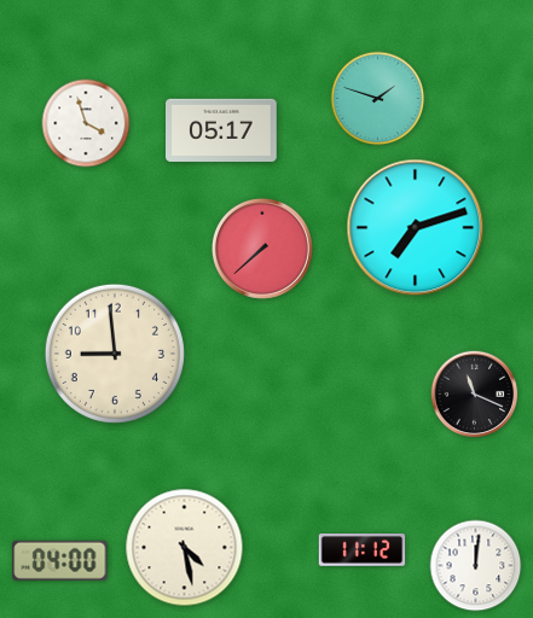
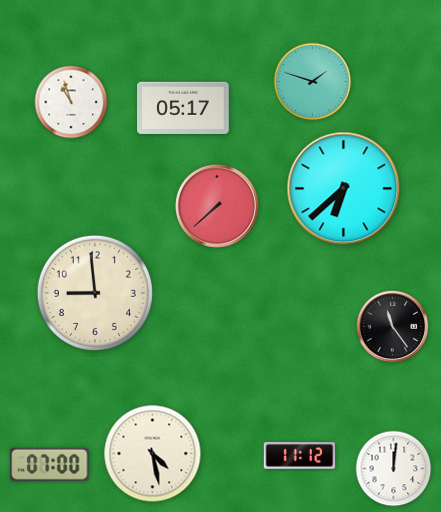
clock at (86, 123): 3:57 -> 10:57
clock at (416, 228): 7:12 -> 6:38
clock at (475, 395): 11:19 -> 11:24
clock at (60, 560): 04:00 -> 07:00
